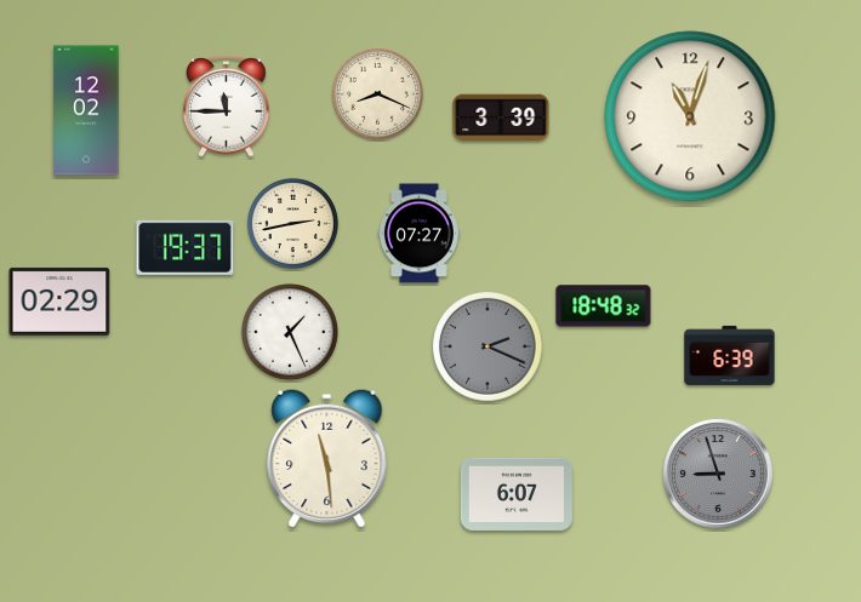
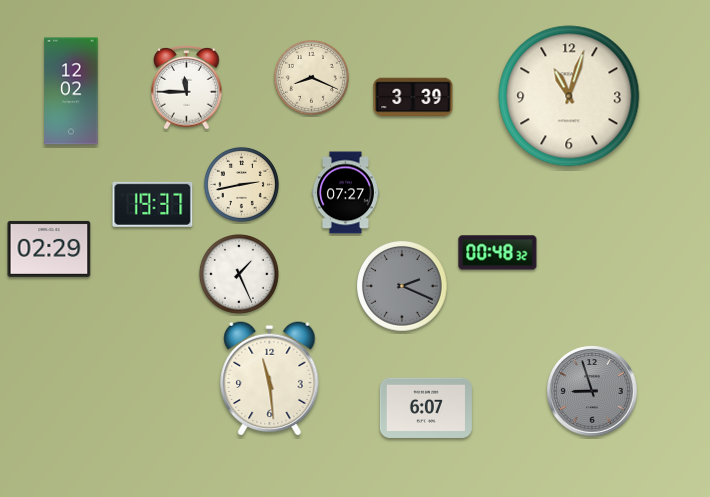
clock at (604, 306): 18:48 -> 00:48
clock at (730, 355): 6:39 -> none
